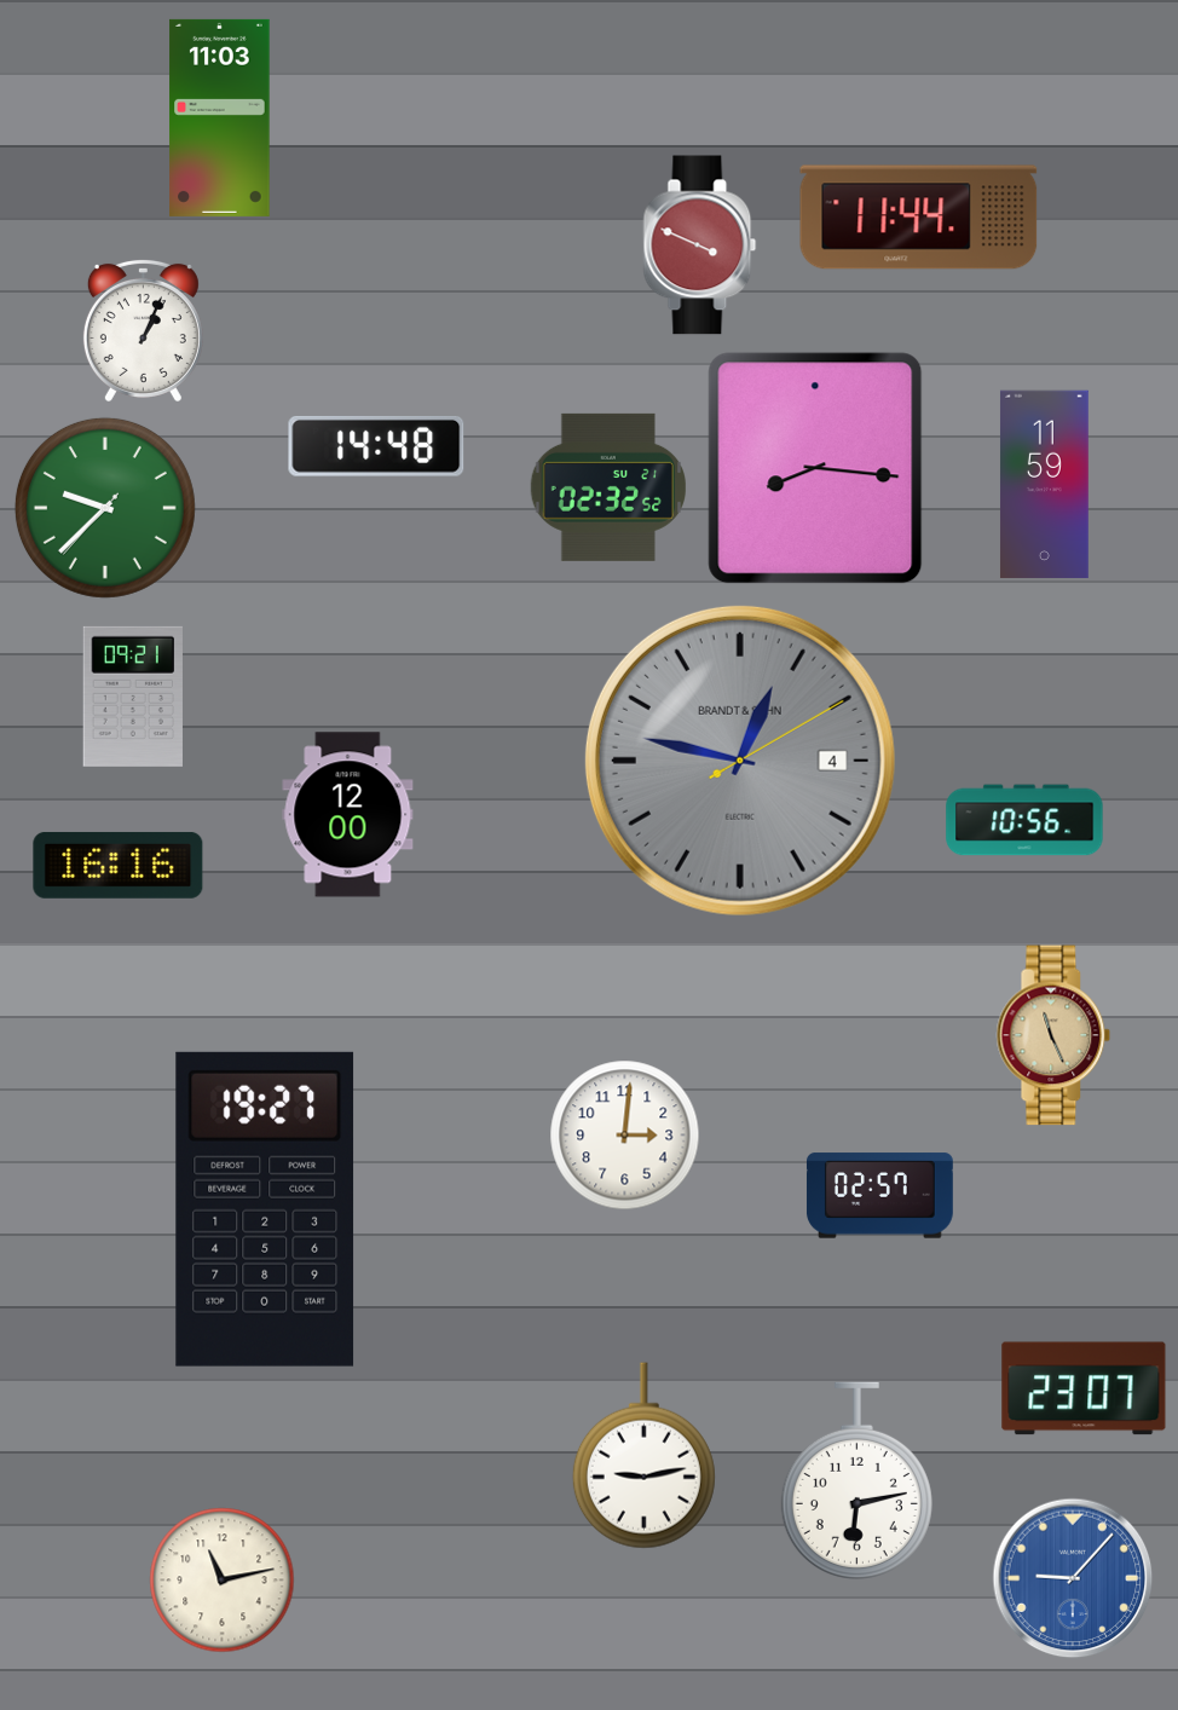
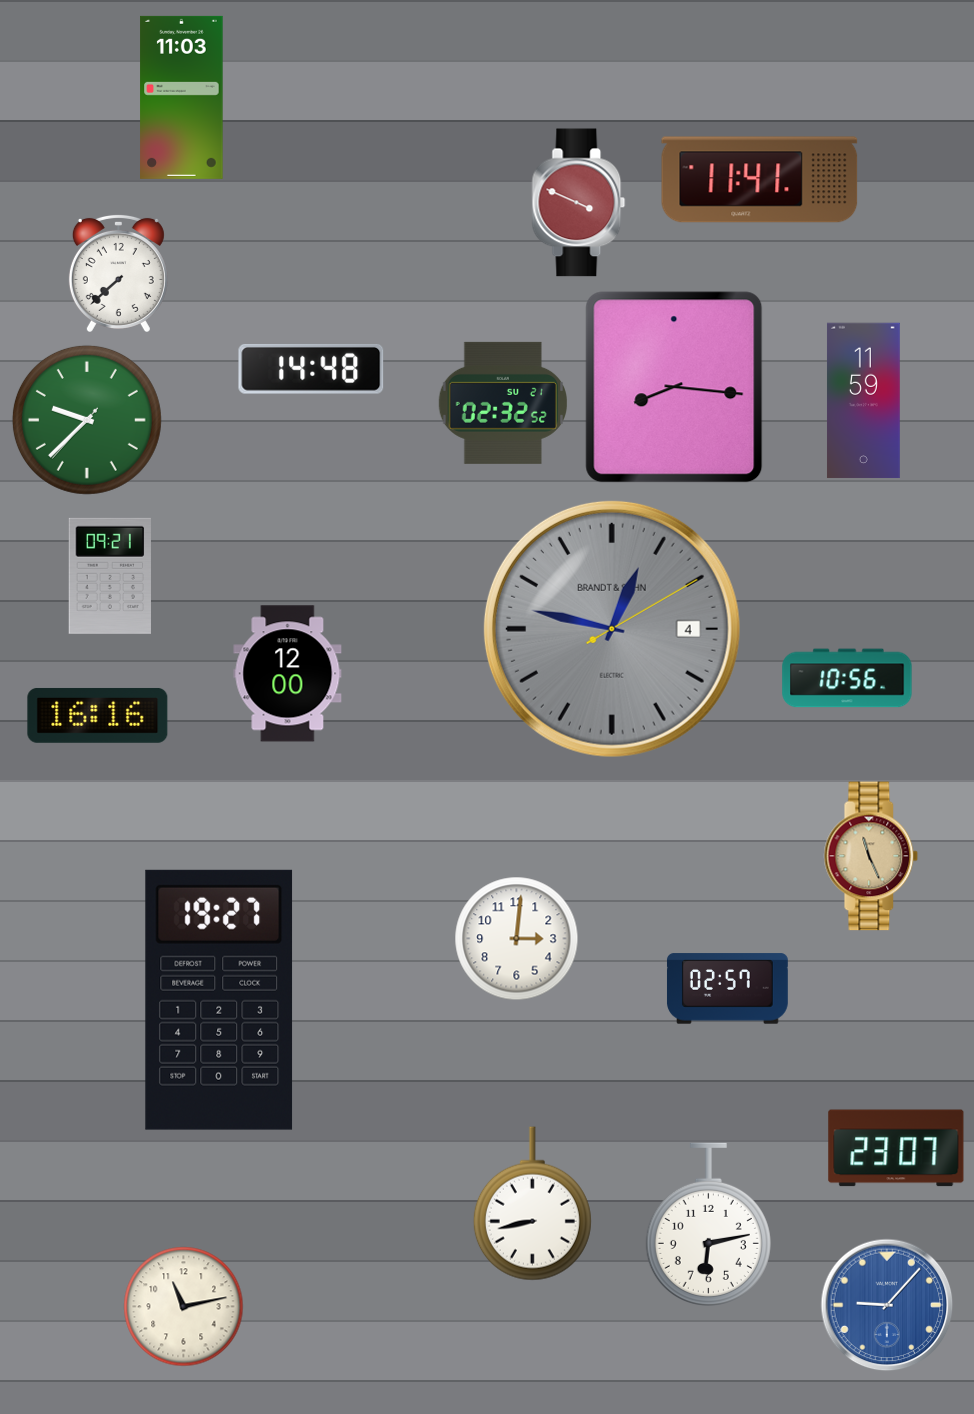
clock at (919, 218): 11:44 -> 11:41
clock at (143, 330): 1:04 -> 7:38
clock at (643, 1456): 9:13 -> 8:43
